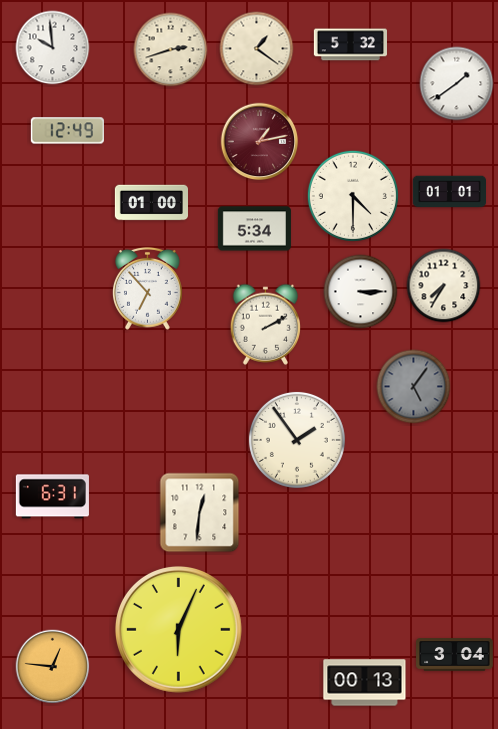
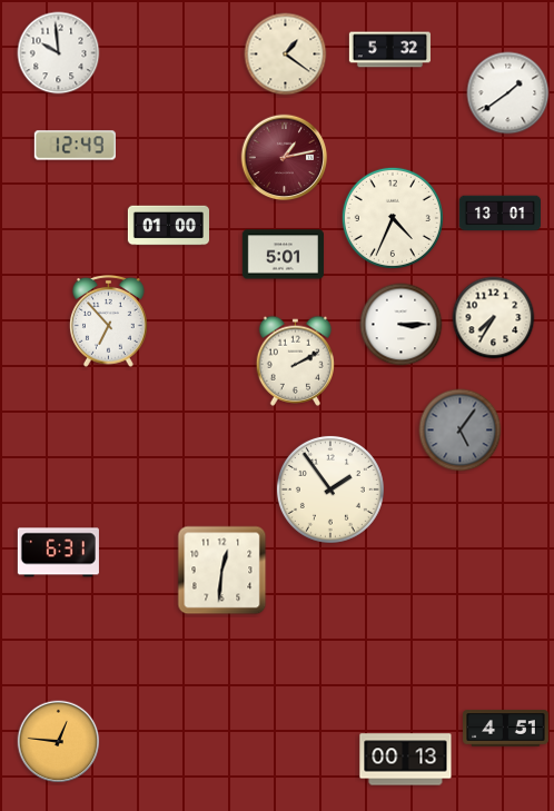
clock at (171, 50): 2:42 -> none
clock at (260, 142) position: (260, 142) -> (285, 158)
clock at (449, 192): 01:01 -> 13:01
clock at (353, 196): 4:30 -> 4:34
clock at (254, 229): 5:34 -> 5:01
clock at (148, 288) position: (148, 288) -> (109, 320)
clock at (178, 629): 6:04 -> none
clock at (455, 655): 3:04 -> 4:51
